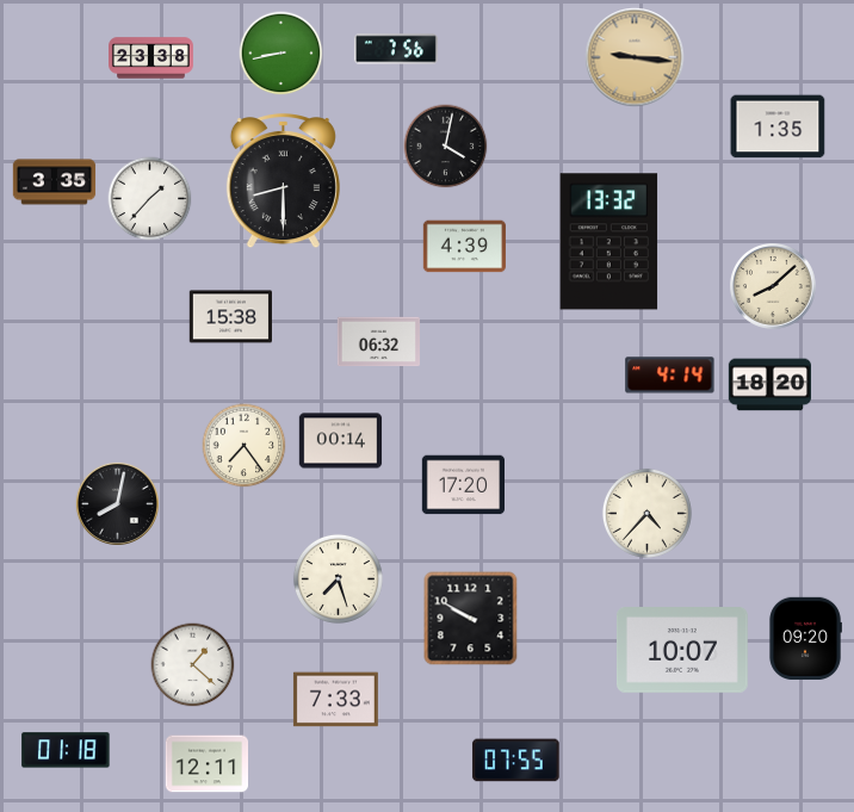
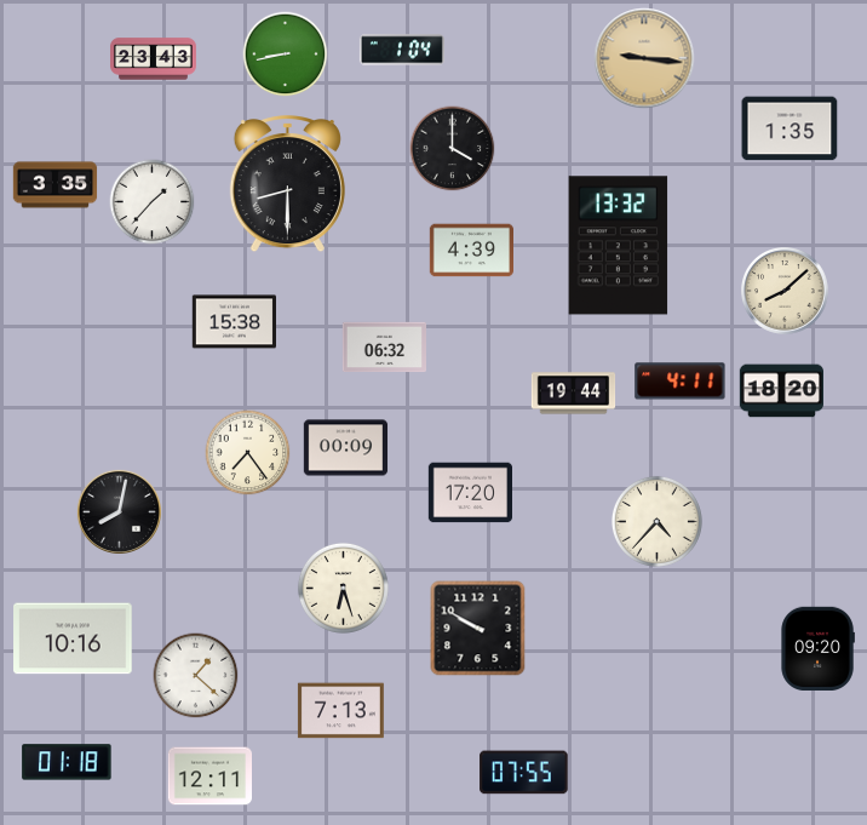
clock at (396, 49): 7:56 -> 1:04
clock at (151, 58): 23:38 -> 23:43
clock at (446, 147): 4:02 -> 4:00
clock at (670, 376): 4:14 -> 4:11
clock at (574, 394): none -> 19:44
clock at (341, 441): 00:14 -> 00:09
clock at (338, 578): 7:27 -> 6:27
clock at (73, 638): none -> 10:16
clock at (682, 651): 10:07 -> none
clock at (335, 700): 7:33 -> 7:13
